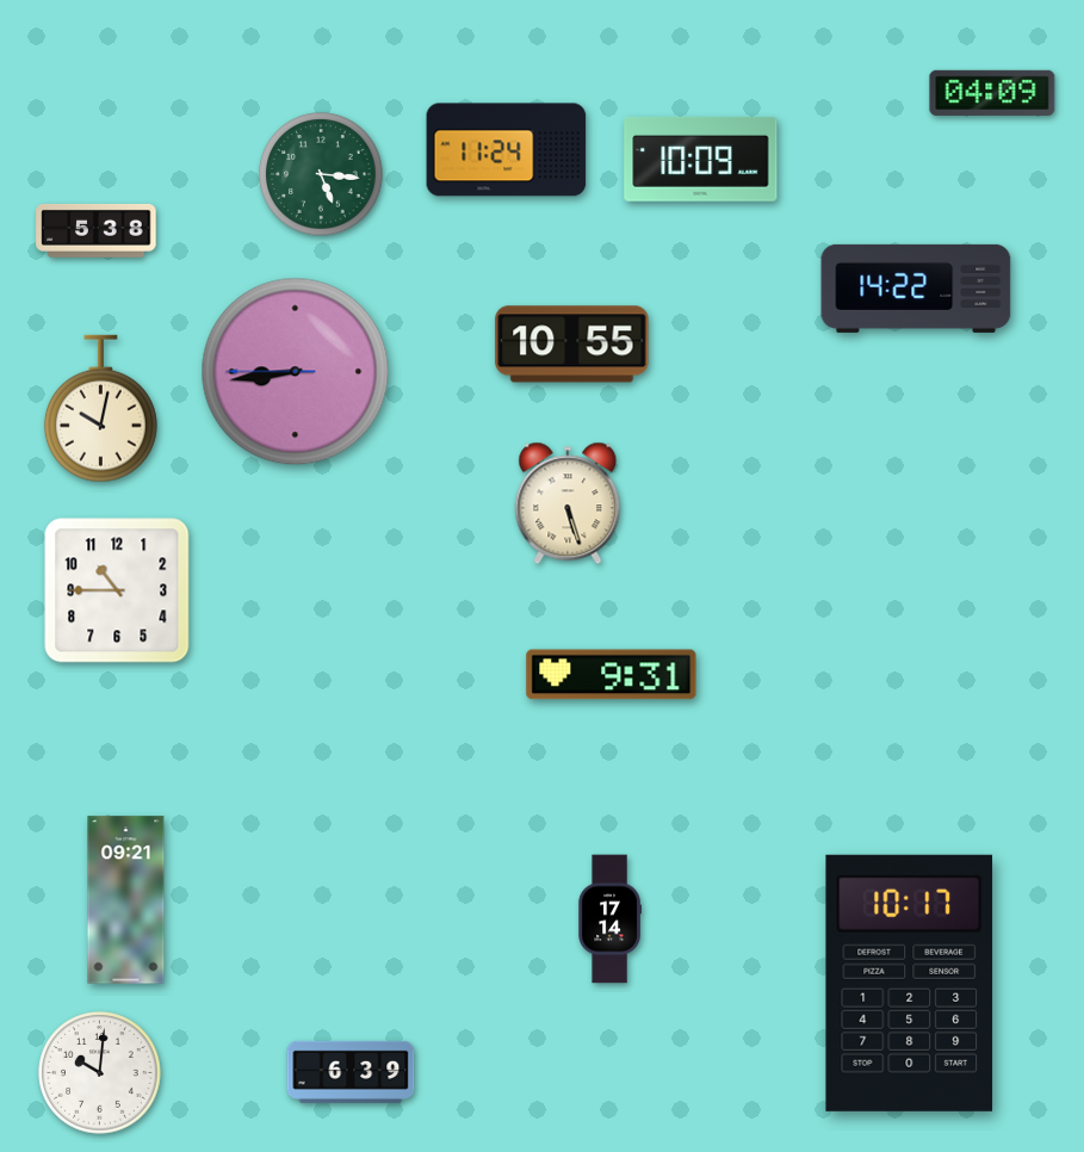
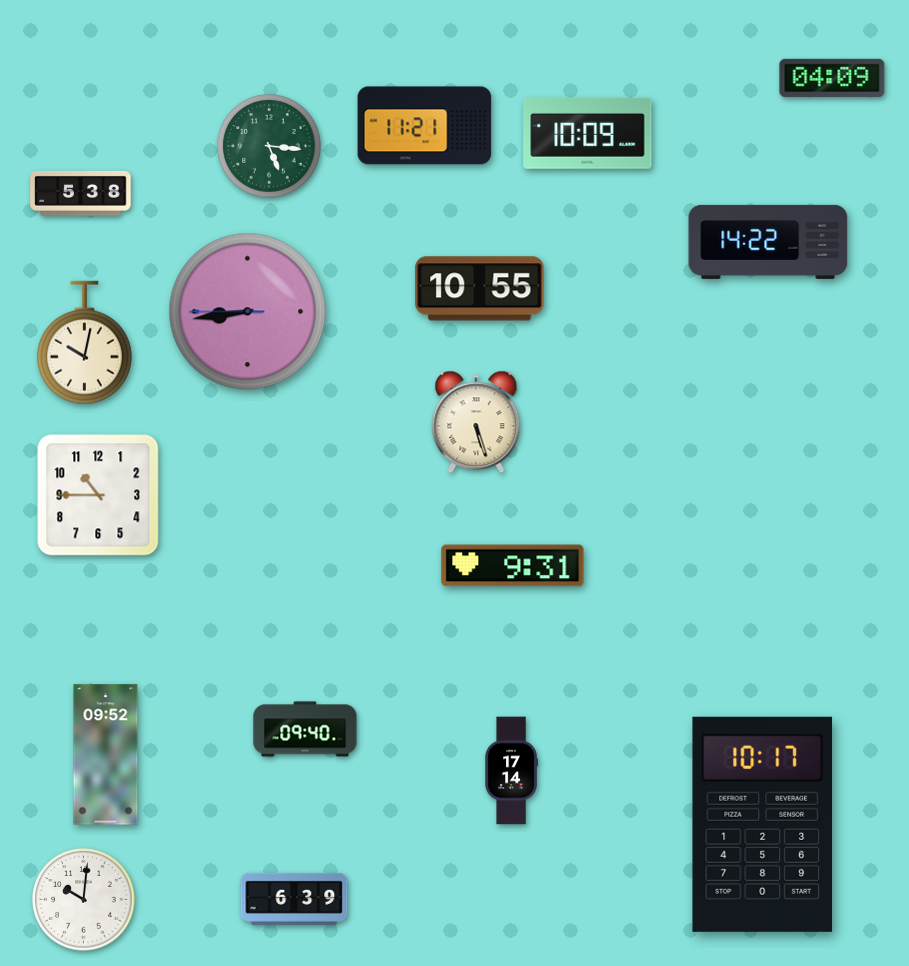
clock at (507, 150): 11:24 -> 11:21
clock at (305, 729): none -> 09:40
clock at (126, 900): 09:21 -> 09:52
